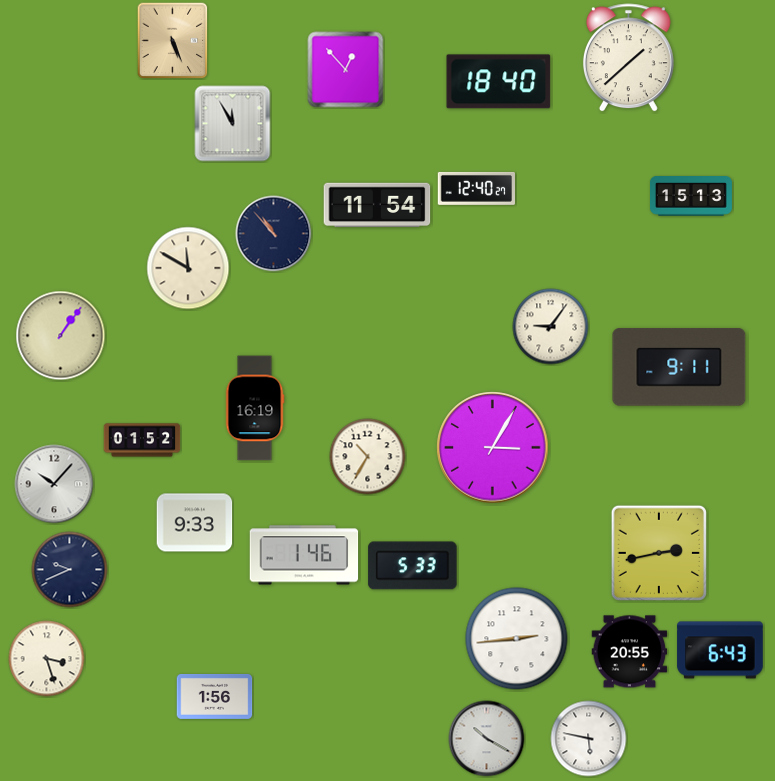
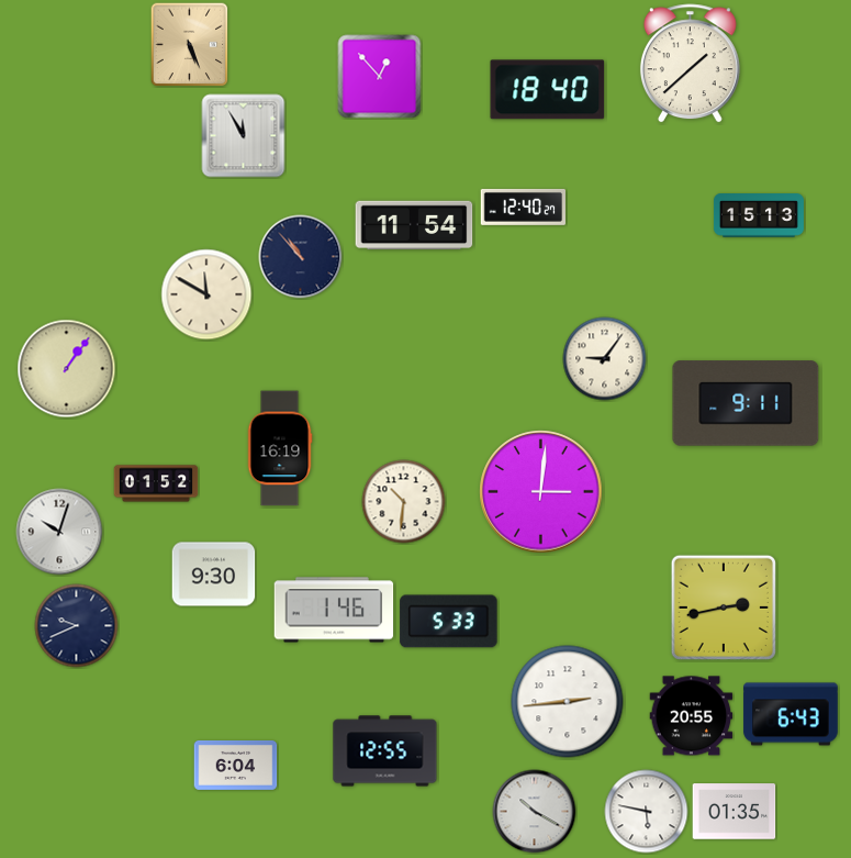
clock at (233, 124) position: (233, 124) -> (244, 136)
clock at (493, 448): 3:05 -> 3:01
clock at (368, 457): 10:35 -> 10:31
clock at (54, 484): 10:07 -> 10:03
clock at (195, 523): 9:33 -> 9:30
clock at (413, 566) position: (413, 566) -> (449, 622)
clock at (47, 659): 3:27 -> none
clock at (385, 751): none -> 12:55
clock at (215, 696): 1:56 -> 6:04
clock at (735, 812): none -> 01:35
